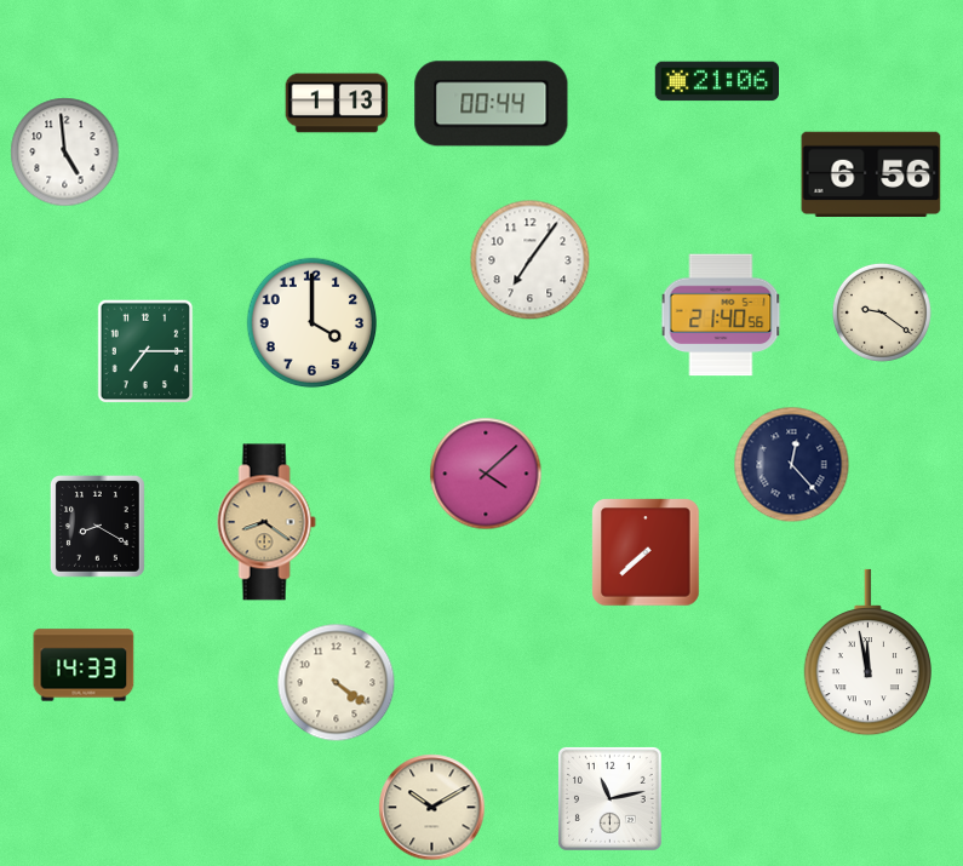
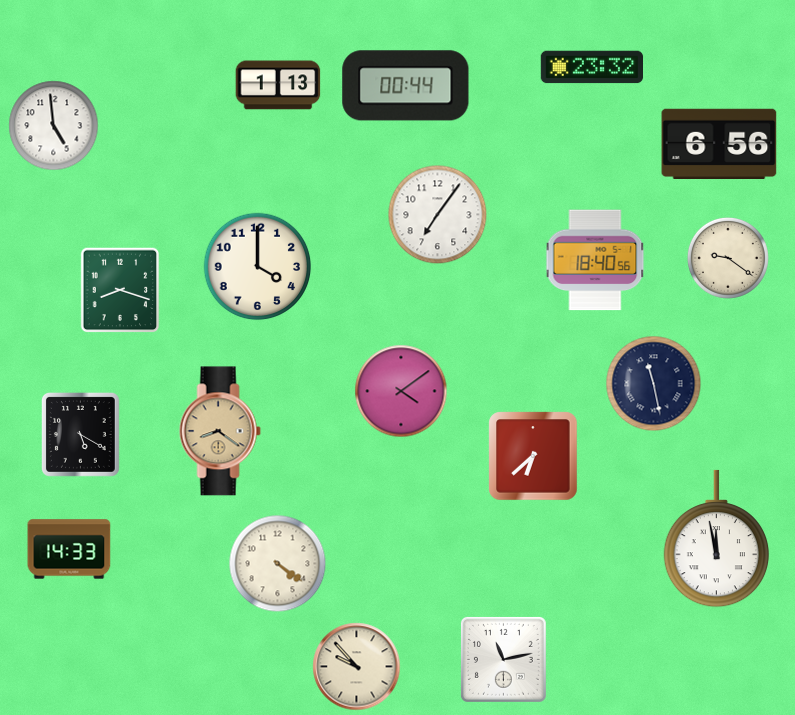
clock at (716, 81): 21:06 -> 23:32
clock at (721, 315): 21:40 -> 18:40
clock at (145, 351): 7:15 -> 8:18
clock at (792, 465): 12:23 -> 11:28
clock at (486, 474): 4:08 -> 4:09
clock at (97, 526): 8:20 -> 5:20
clock at (646, 552): 7:38 -> 6:38
clock at (432, 808): 10:10 -> 9:53
